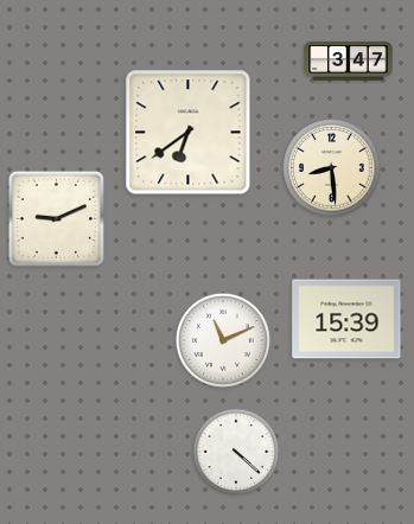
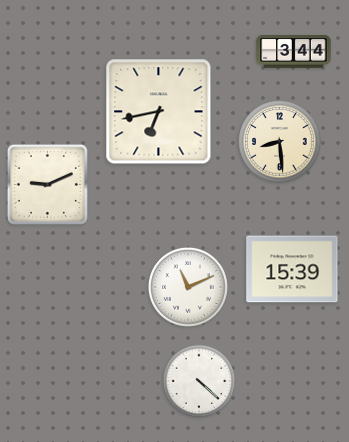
clock at (349, 62): 3:47 -> 3:44
clock at (189, 133): 6:39 -> 6:43
